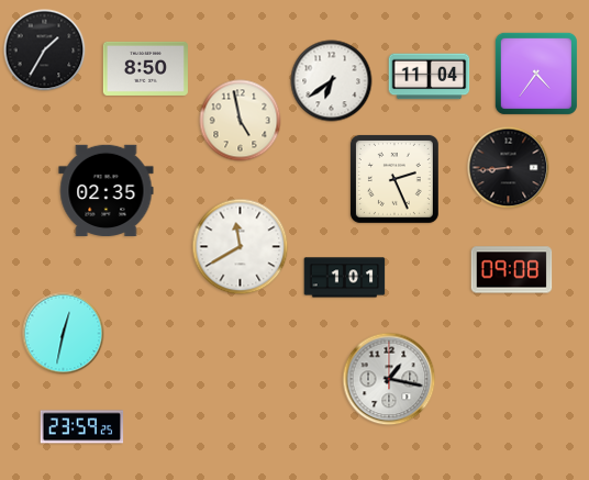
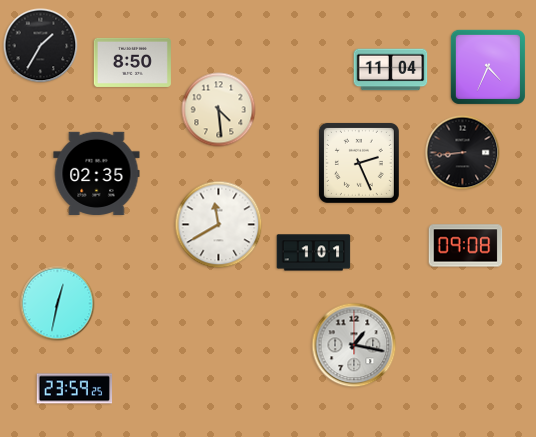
clock at (536, 74): 4:36 -> 4:34
clock at (332, 81): 6:39 -> none
clock at (241, 121): 4:58 -> 4:29
